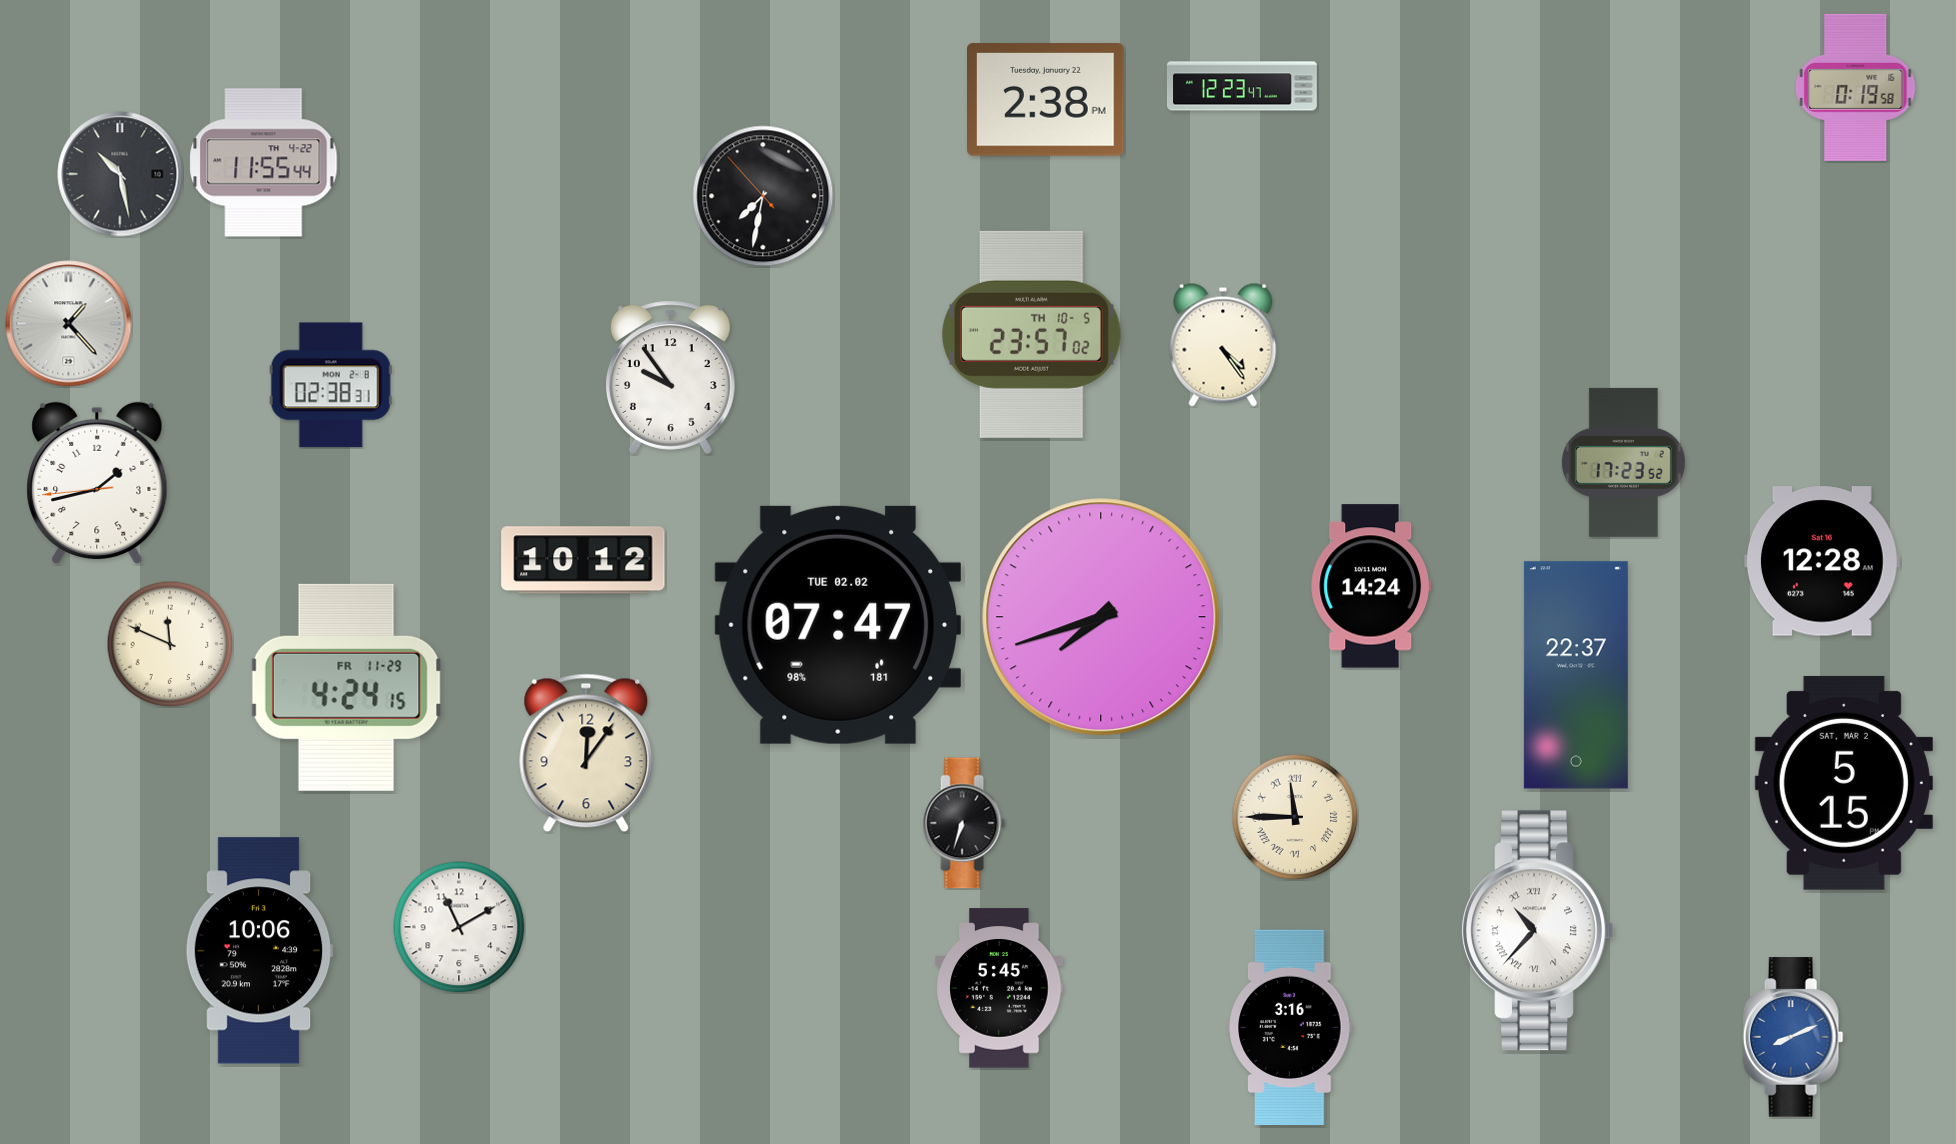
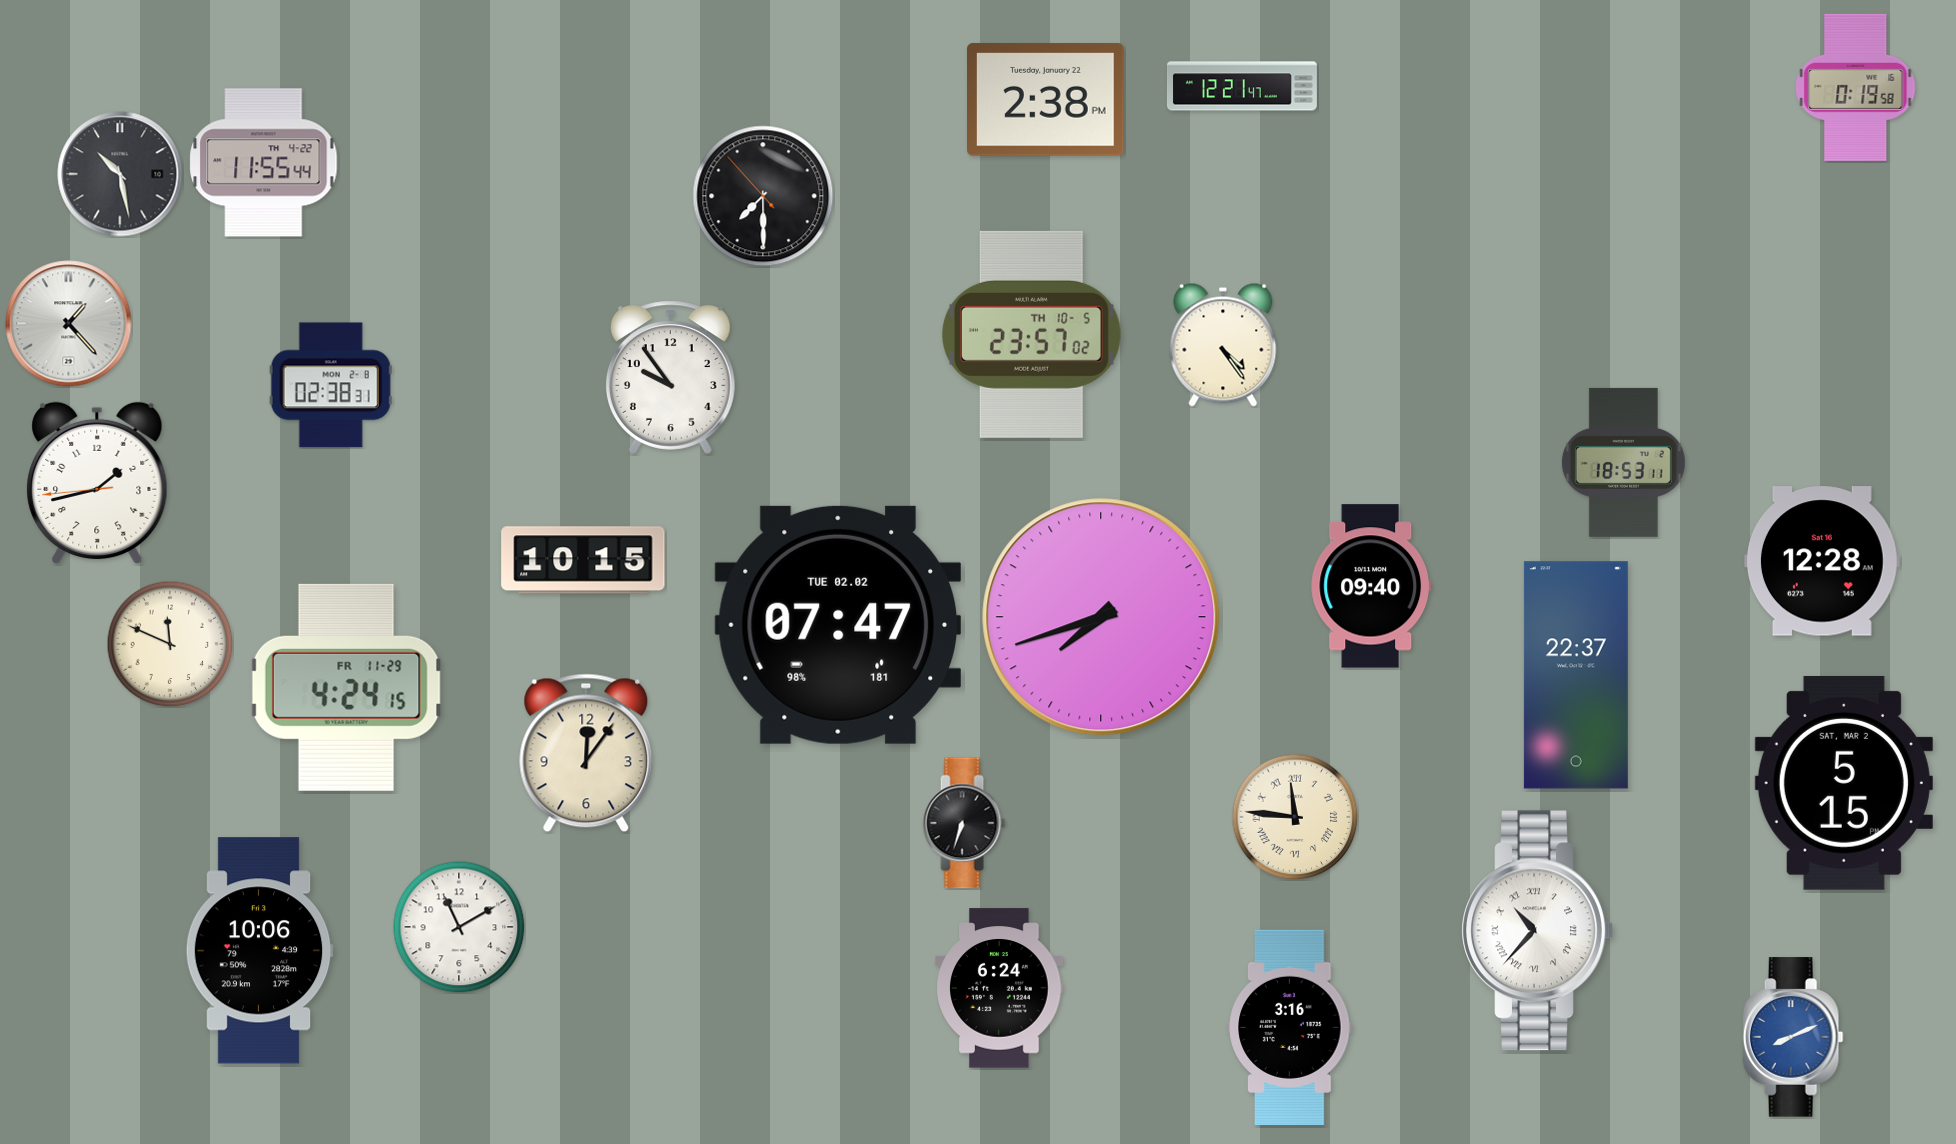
clock at (1242, 86): 12:23 -> 12:21
clock at (763, 196): 7:31 -> 7:29
clock at (1623, 462): 17:23 -> 18:53
clock at (583, 560): 10:12 -> 10:15
clock at (1371, 586): 14:24 -> 09:40
clock at (1295, 817): 11:45 -> 11:46
clock at (999, 988): 5:45 -> 6:24
